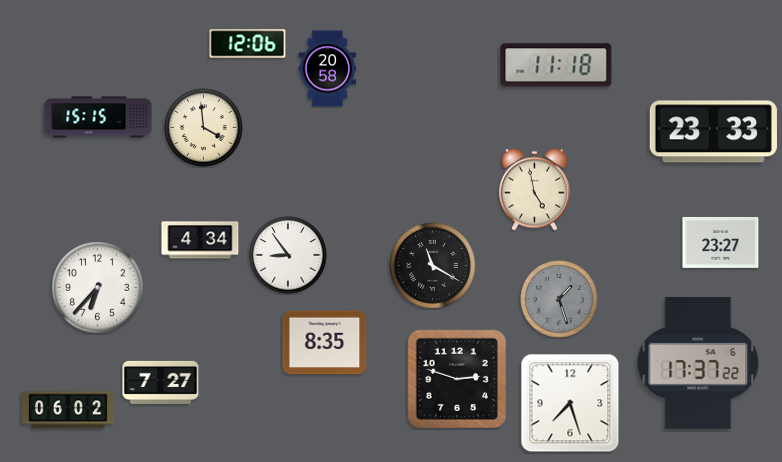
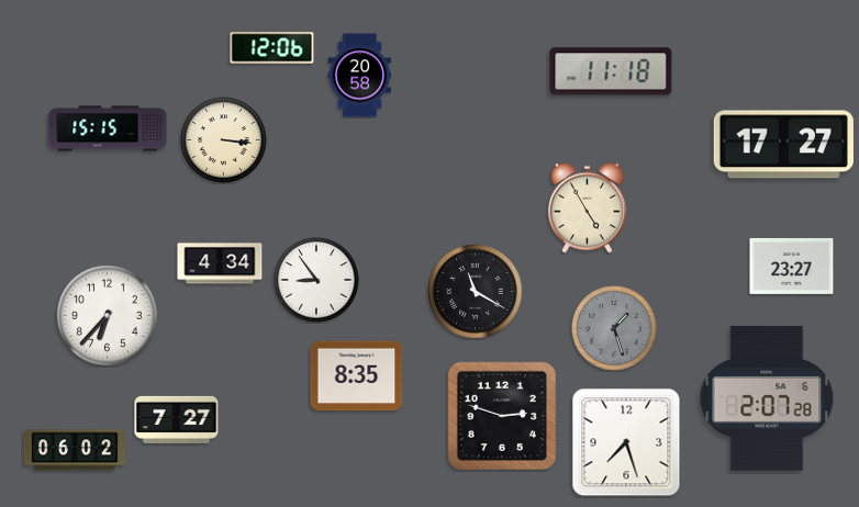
clock at (204, 128): 3:59 -> 3:16
clock at (713, 132): 23:33 -> 17:27
clock at (534, 189): 4:58 -> 4:55
clock at (698, 363): 17:37 -> 2:07
